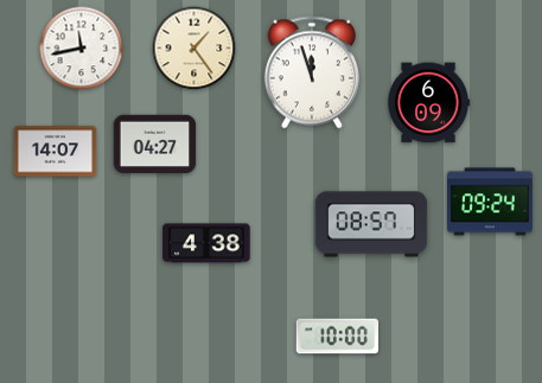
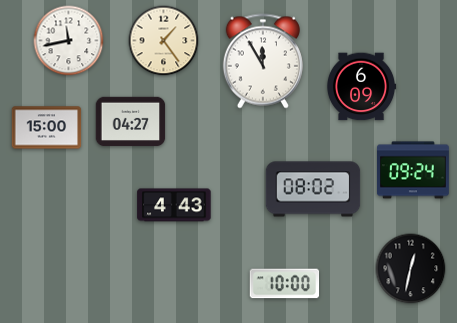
clock at (312, 72): 11:57 -> 11:55
clock at (56, 152): 14:07 -> 15:00
clock at (371, 224): 08:57 -> 08:02
clock at (206, 243): 4:38 -> 4:43
clock at (411, 269): none -> 12:32
